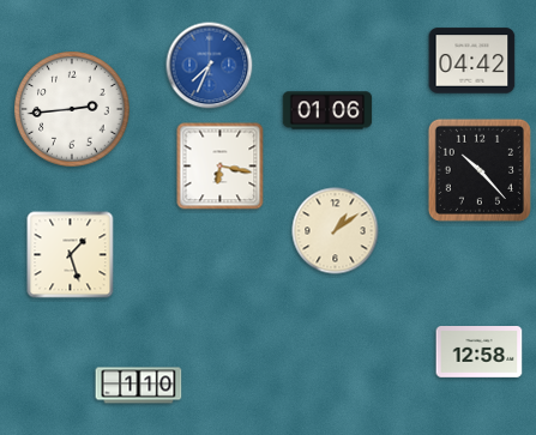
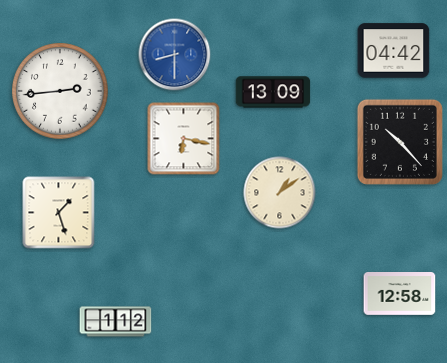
clock at (210, 66): 7:34 -> 8:30
clock at (327, 110): 01:06 -> 13:09
clock at (139, 386): 1:10 -> 1:12
